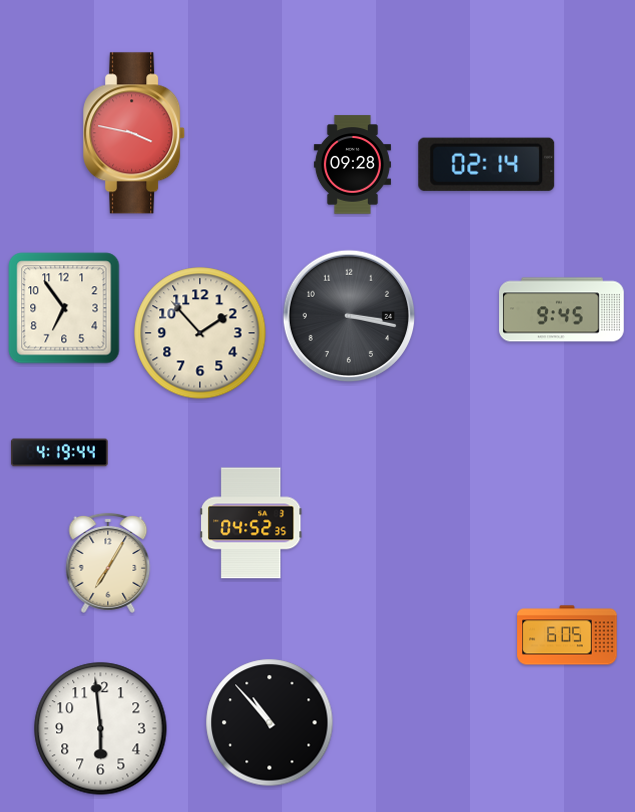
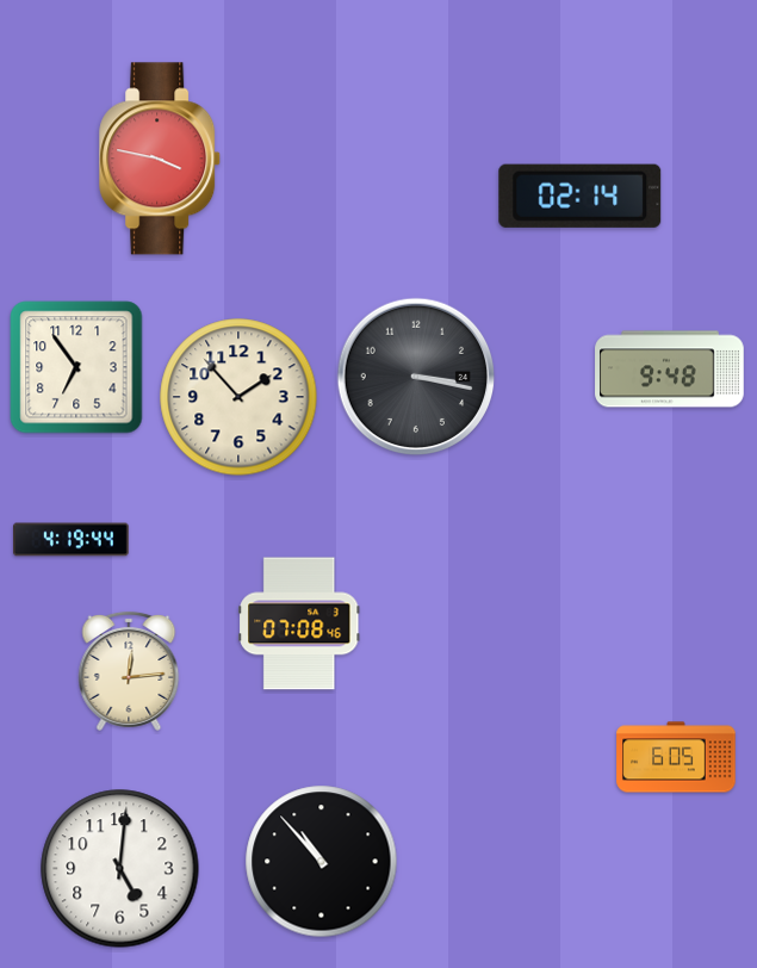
clock at (352, 165): 09:28 -> none
clock at (562, 310): 9:45 -> 9:48
clock at (251, 523): 04:52 -> 07:08
clock at (108, 563): 7:05 -> 12:14
clock at (101, 729): 5:59 -> 5:01
